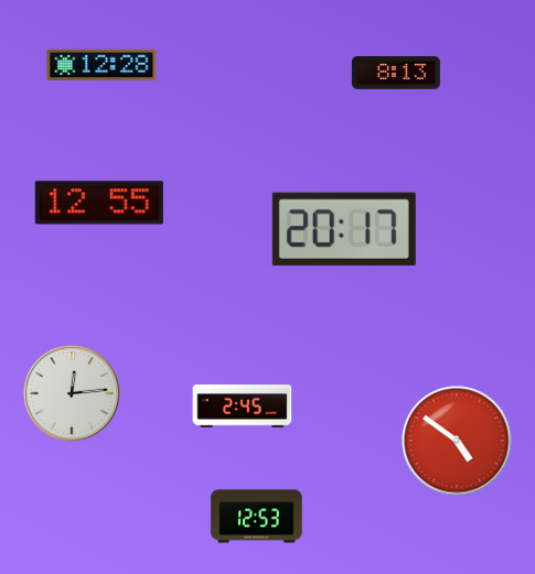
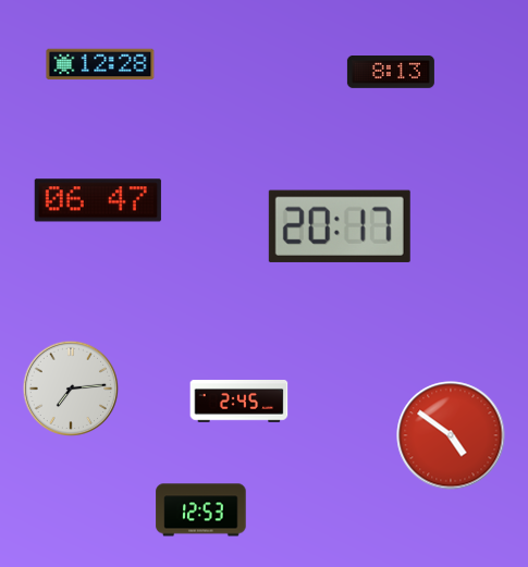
clock at (99, 203): 12:55 -> 06:47
clock at (72, 393): 12:14 -> 7:14
clock at (257, 517) position: (257, 517) -> (201, 510)
